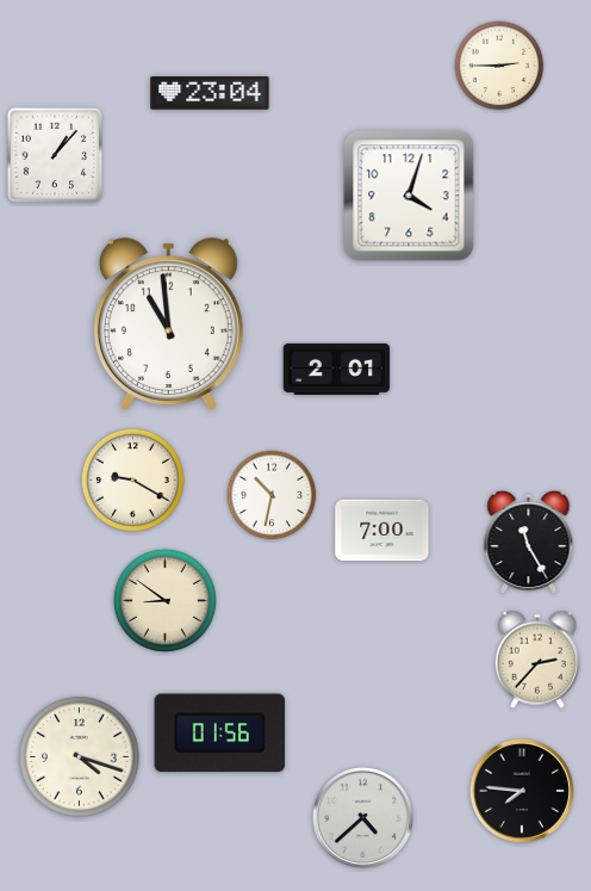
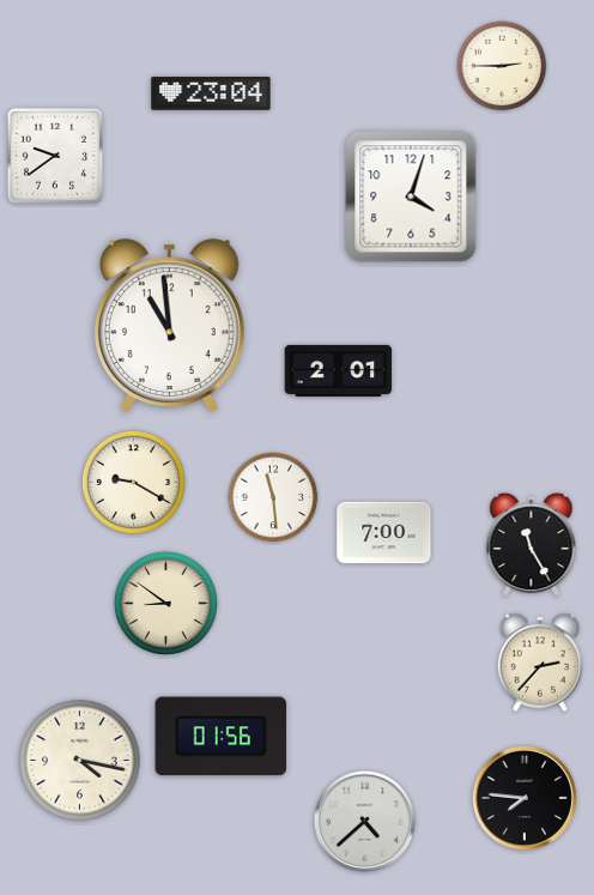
clock at (55, 155): 1:07 -> 9:39
clock at (272, 495): 10:32 -> 11:29
clock at (80, 757): 4:18 -> 4:17
clock at (522, 791) position: (522, 791) -> (525, 798)
